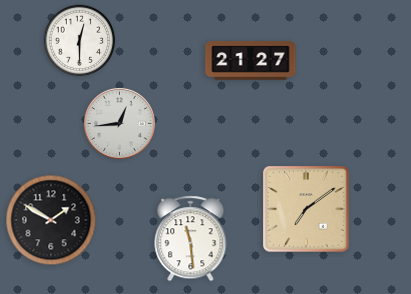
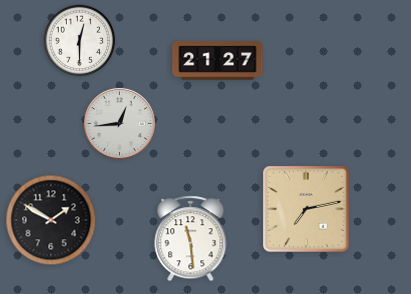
clock at (251, 61) position: (251, 61) -> (218, 61)
clock at (306, 210): 7:09 -> 7:13
